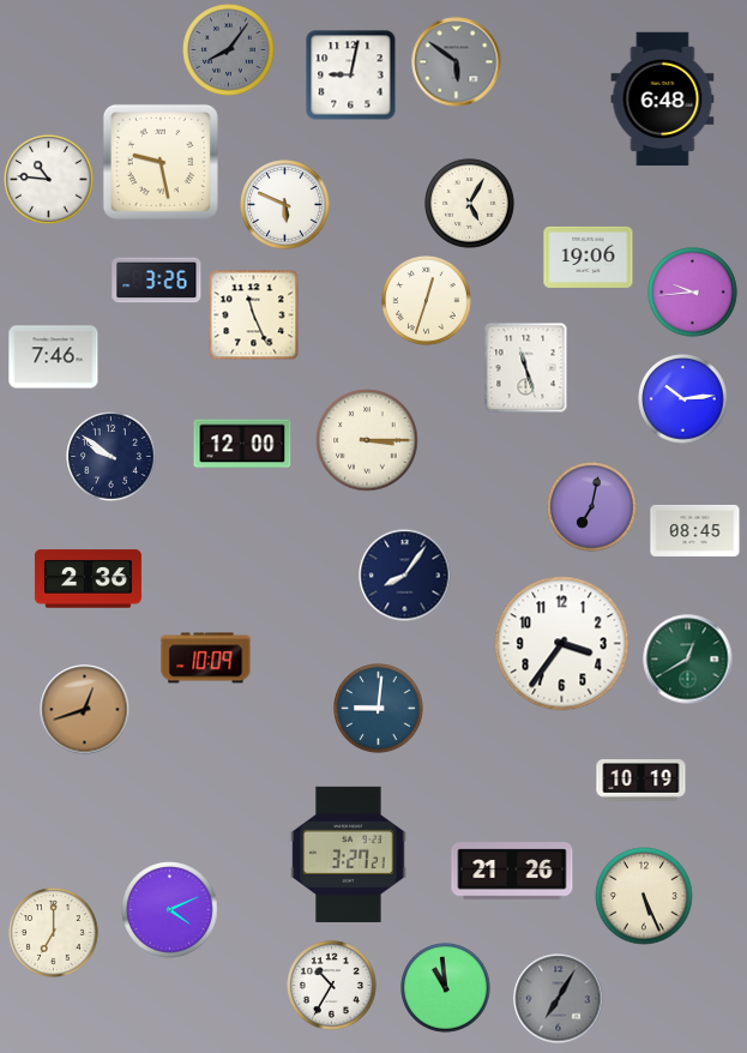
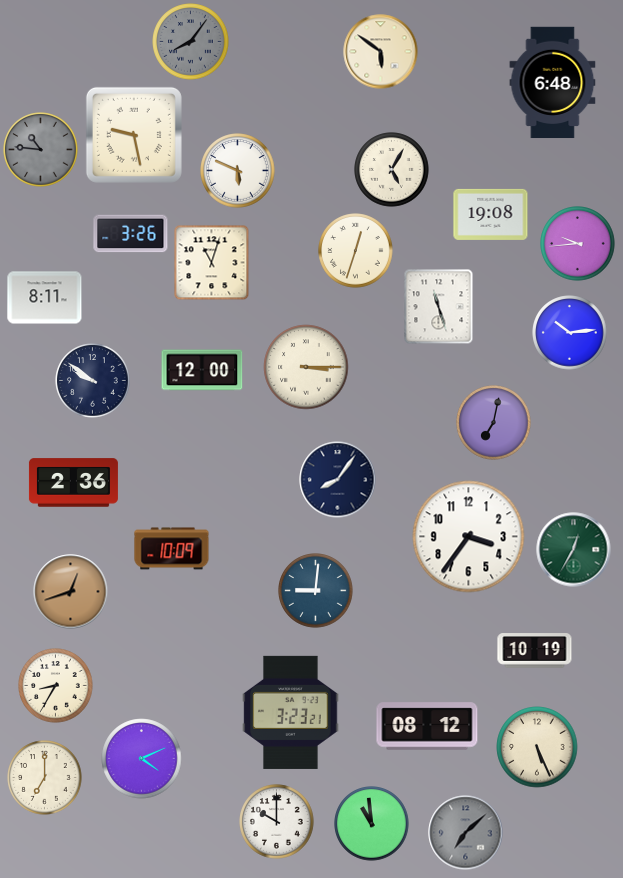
clock at (457, 62) dial: grey -> cream
clock at (351, 76): 9:02 -> none
clock at (49, 180) dial: white -> grey
clock at (589, 257): 19:06 -> 19:08
clock at (254, 315): 11:26 -> 11:03
clock at (54, 357): 7:46 -> 8:11
clock at (695, 530): 08:45 -> none
clock at (688, 660): 12:40 -> 12:35
clock at (56, 686): none -> 8:35
clock at (349, 854): 3:27 -> 3:23
clock at (512, 871): 21:26 -> 08:12
clock at (332, 986): 10:35 -> 10:00
clock at (559, 999): 7:05 -> 7:08
